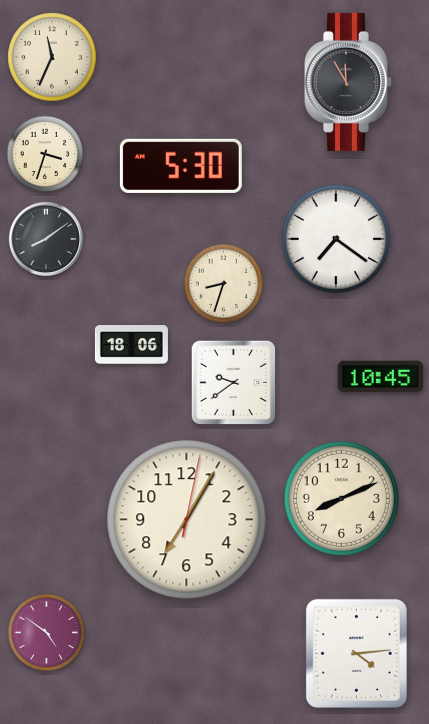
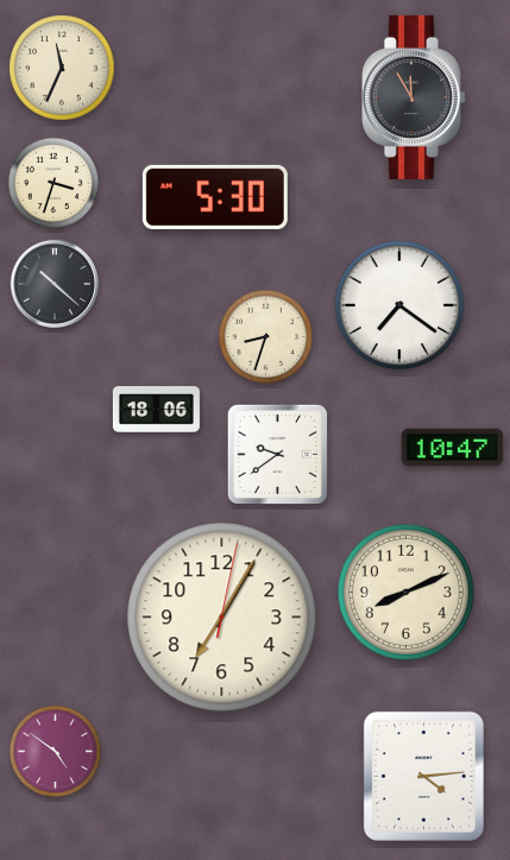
clock at (45, 238): 8:09 -> 10:22
clock at (336, 239) position: (336, 239) -> (399, 305)
clock at (381, 377): 10:45 -> 10:47
